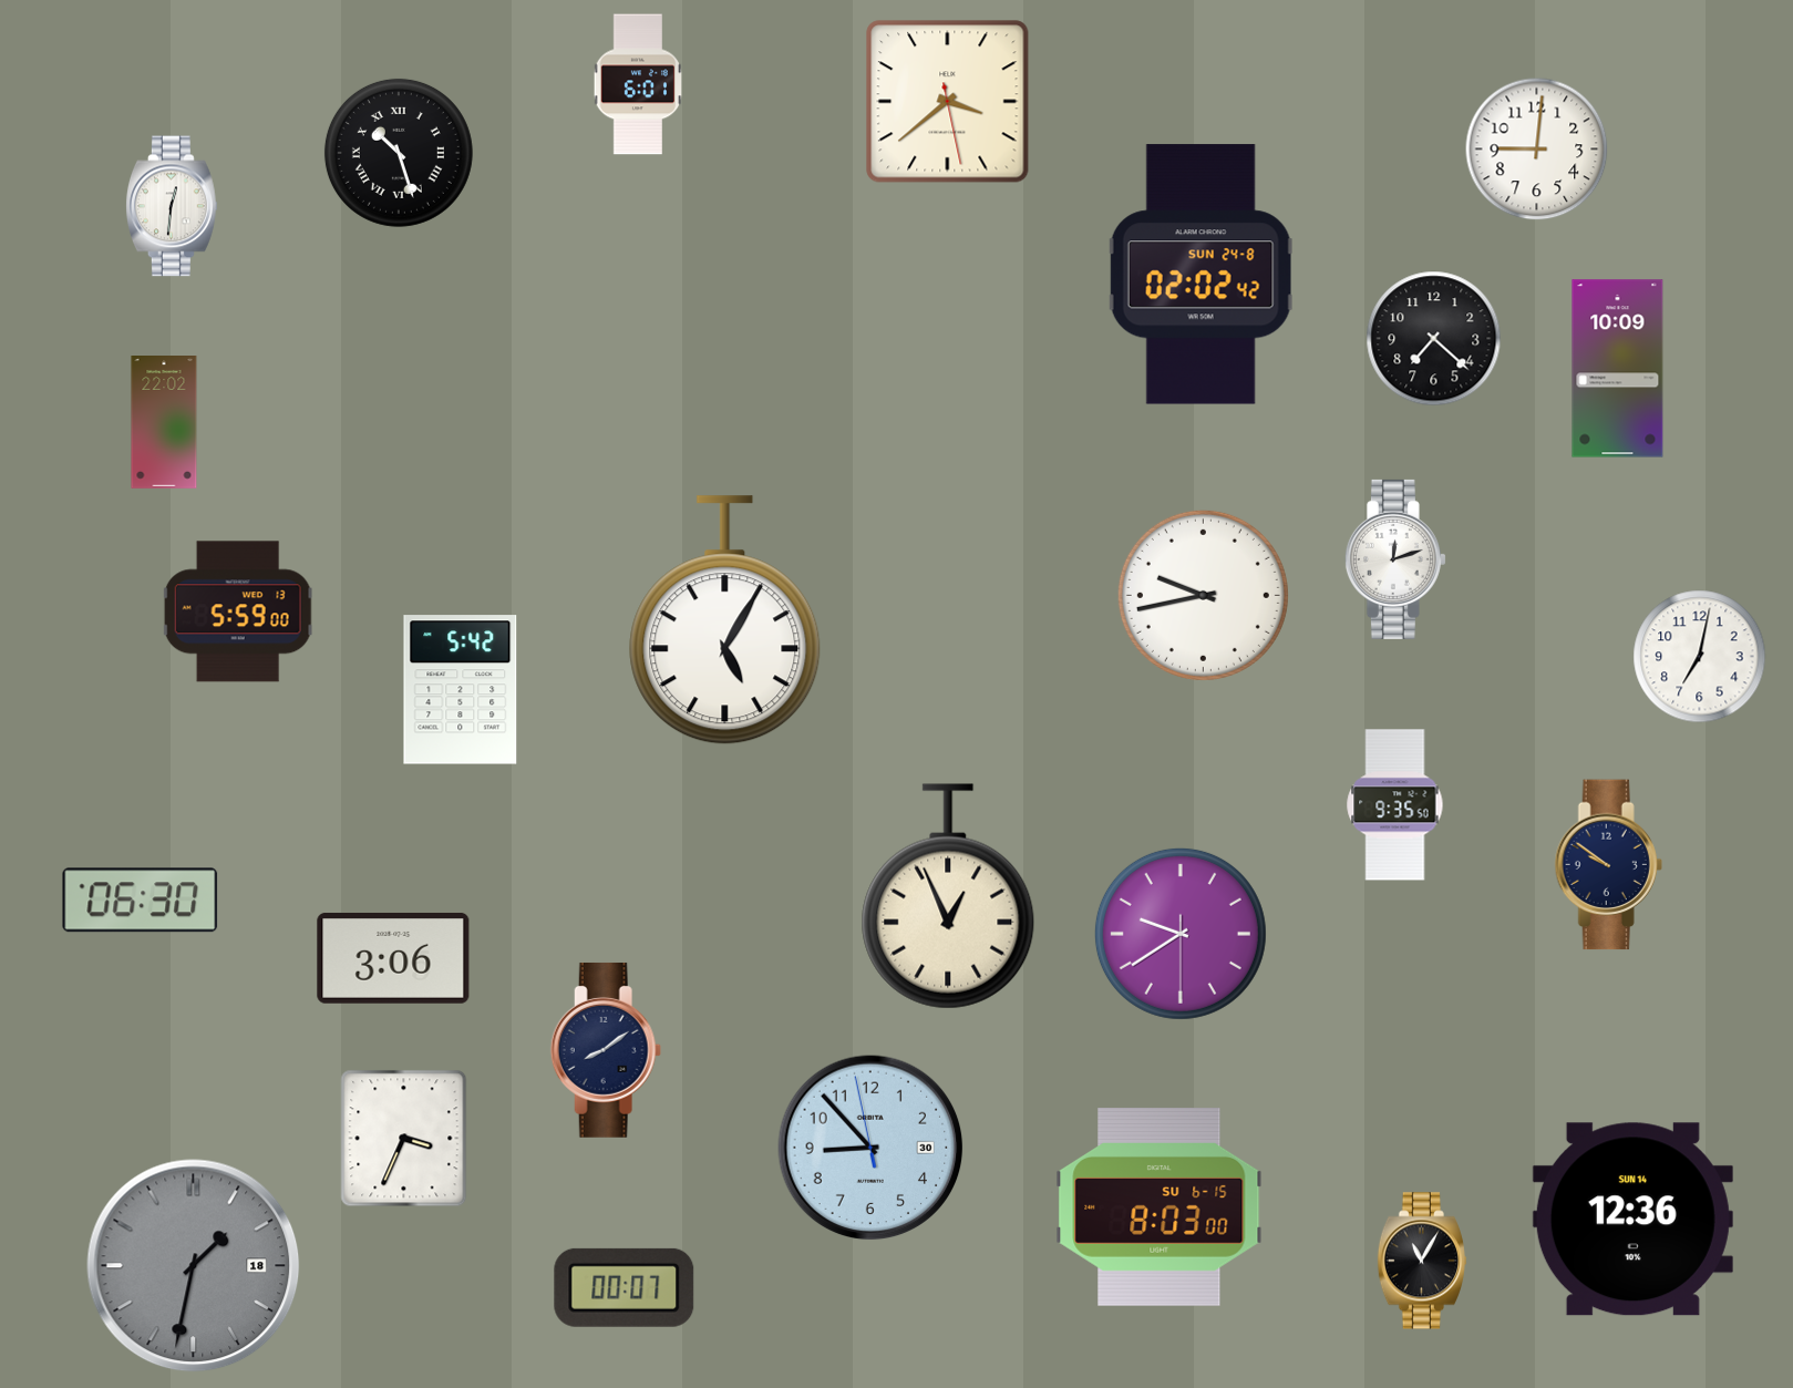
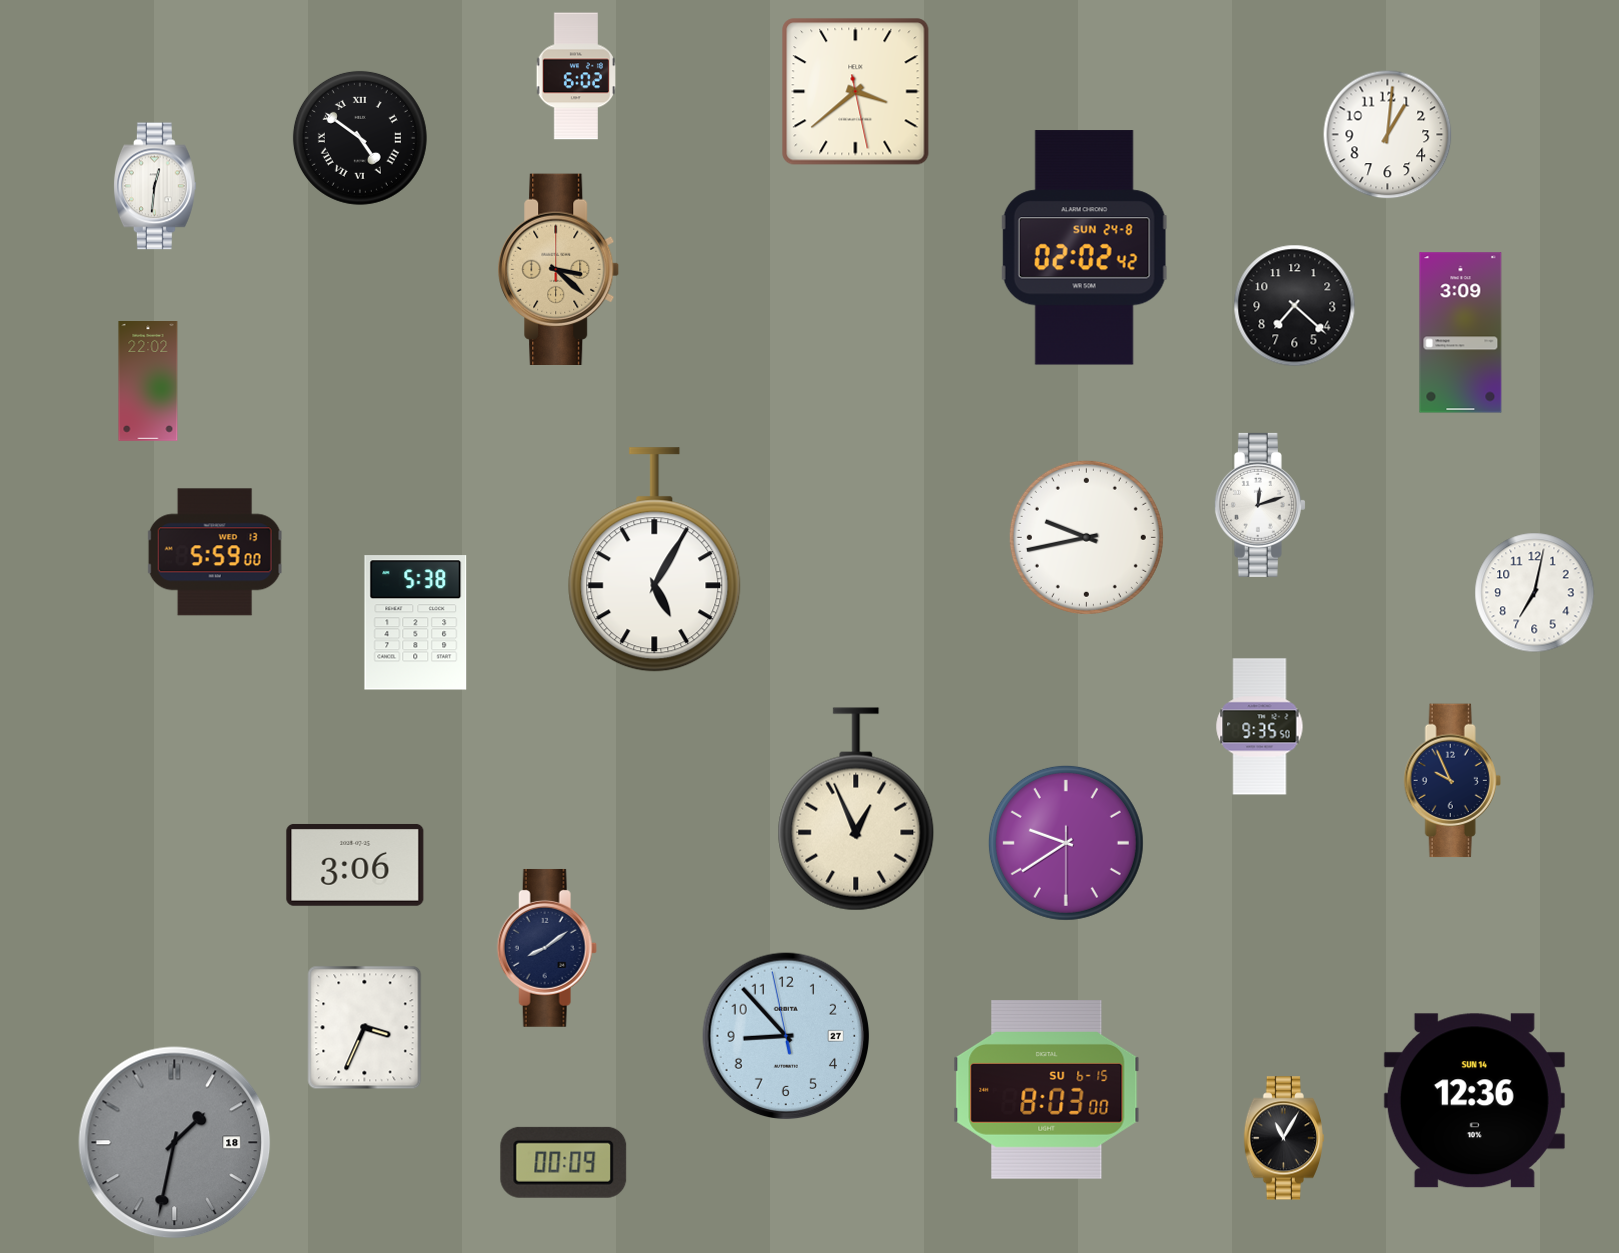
clock at (637, 84): 6:01 -> 6:02
clock at (1537, 150): 9:01 -> 1:01
clock at (399, 153): 10:27 -> 4:51
clock at (559, 269): none -> 3:22
clock at (1618, 369): 10:09 -> 3:09
clock at (461, 690): 5:42 -> 5:38
clock at (1608, 865): 9:51 -> 9:56
clock at (141, 901): 06:30 -> none
clock at (870, 1148) date: 30 -> 27
clock at (625, 1287): 00:07 -> 00:09
